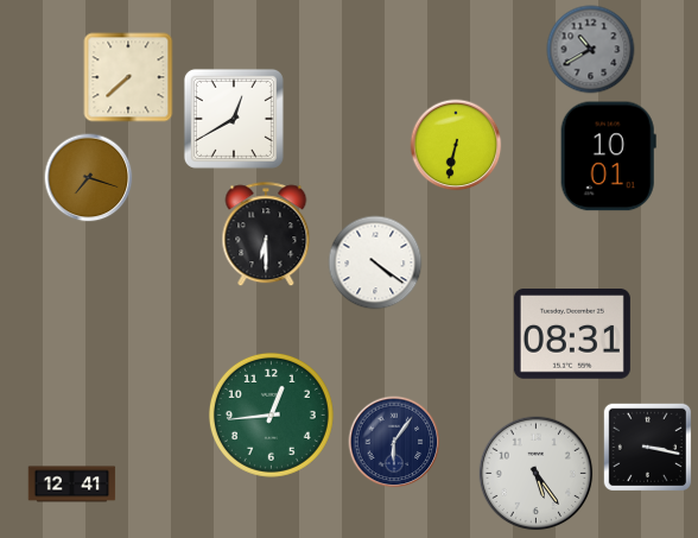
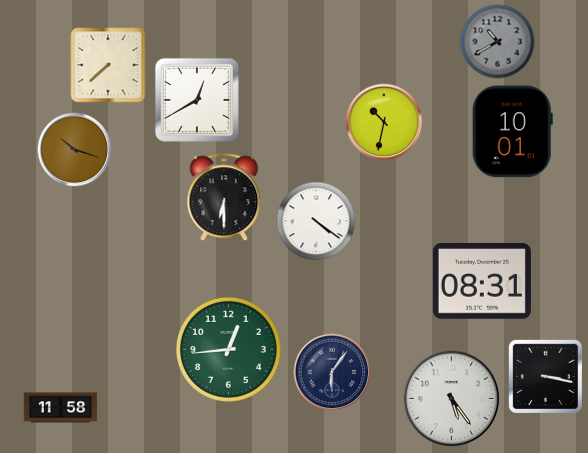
clock at (456, 145): 6:32 -> 10:32
clock at (89, 178): 7:18 -> 10:18
clock at (72, 485): 12:41 -> 11:58
